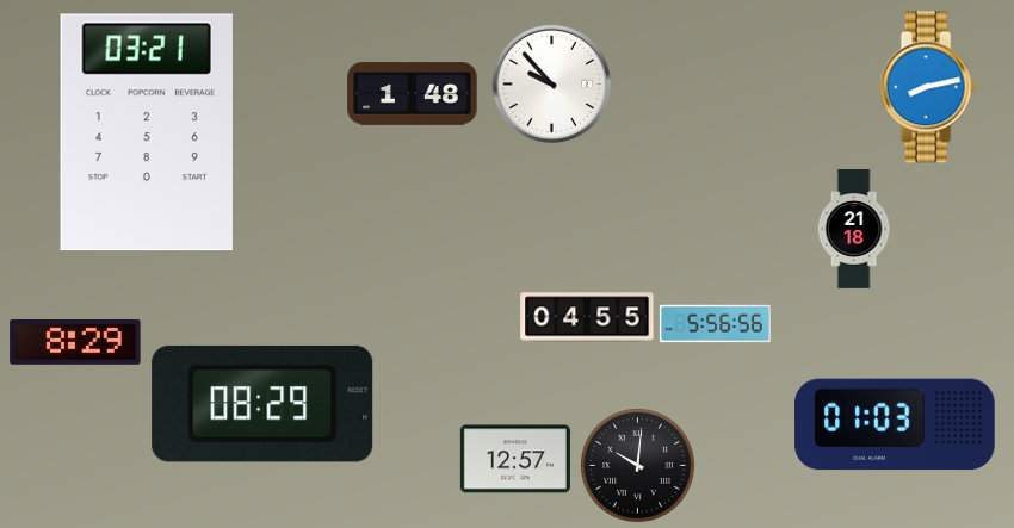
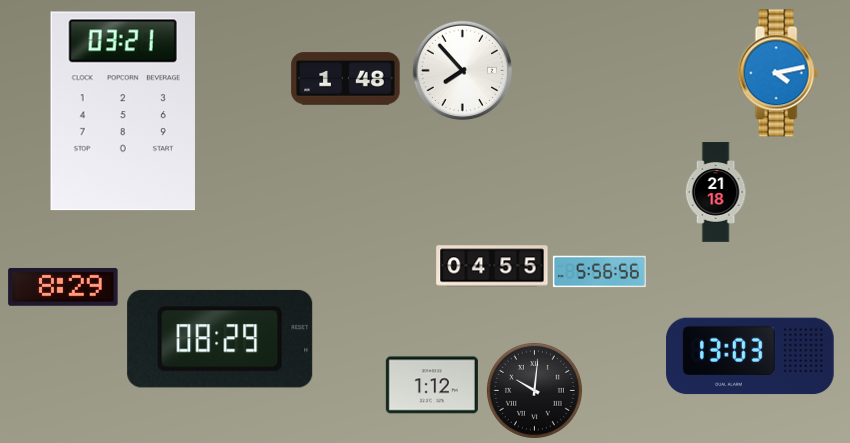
clock at (551, 83): 9:53 -> 7:53
clock at (928, 87): 8:13 -> 4:13
clock at (895, 424): 01:03 -> 13:03
clock at (515, 459): 12:57 -> 1:12
